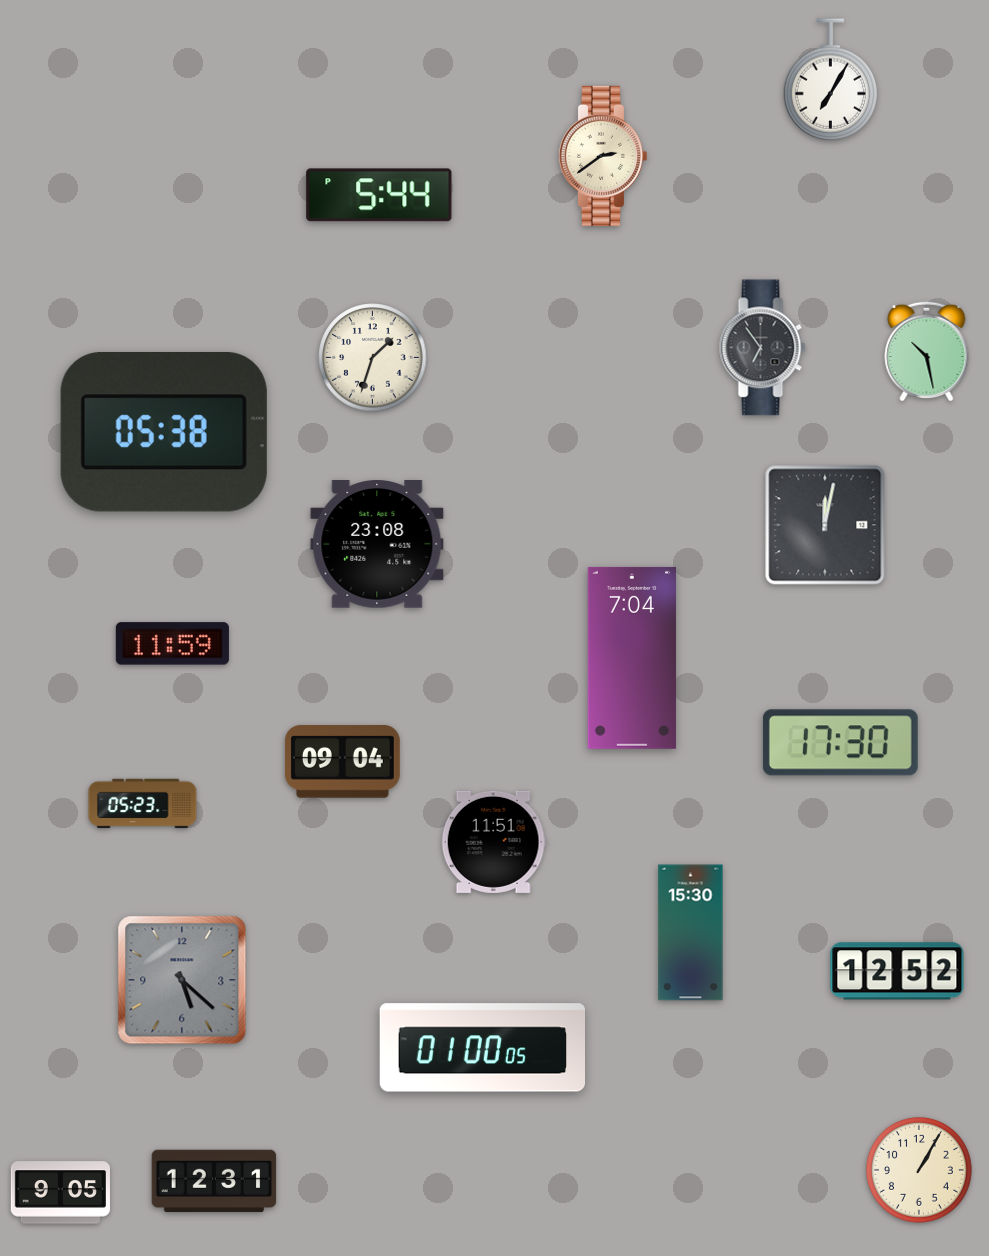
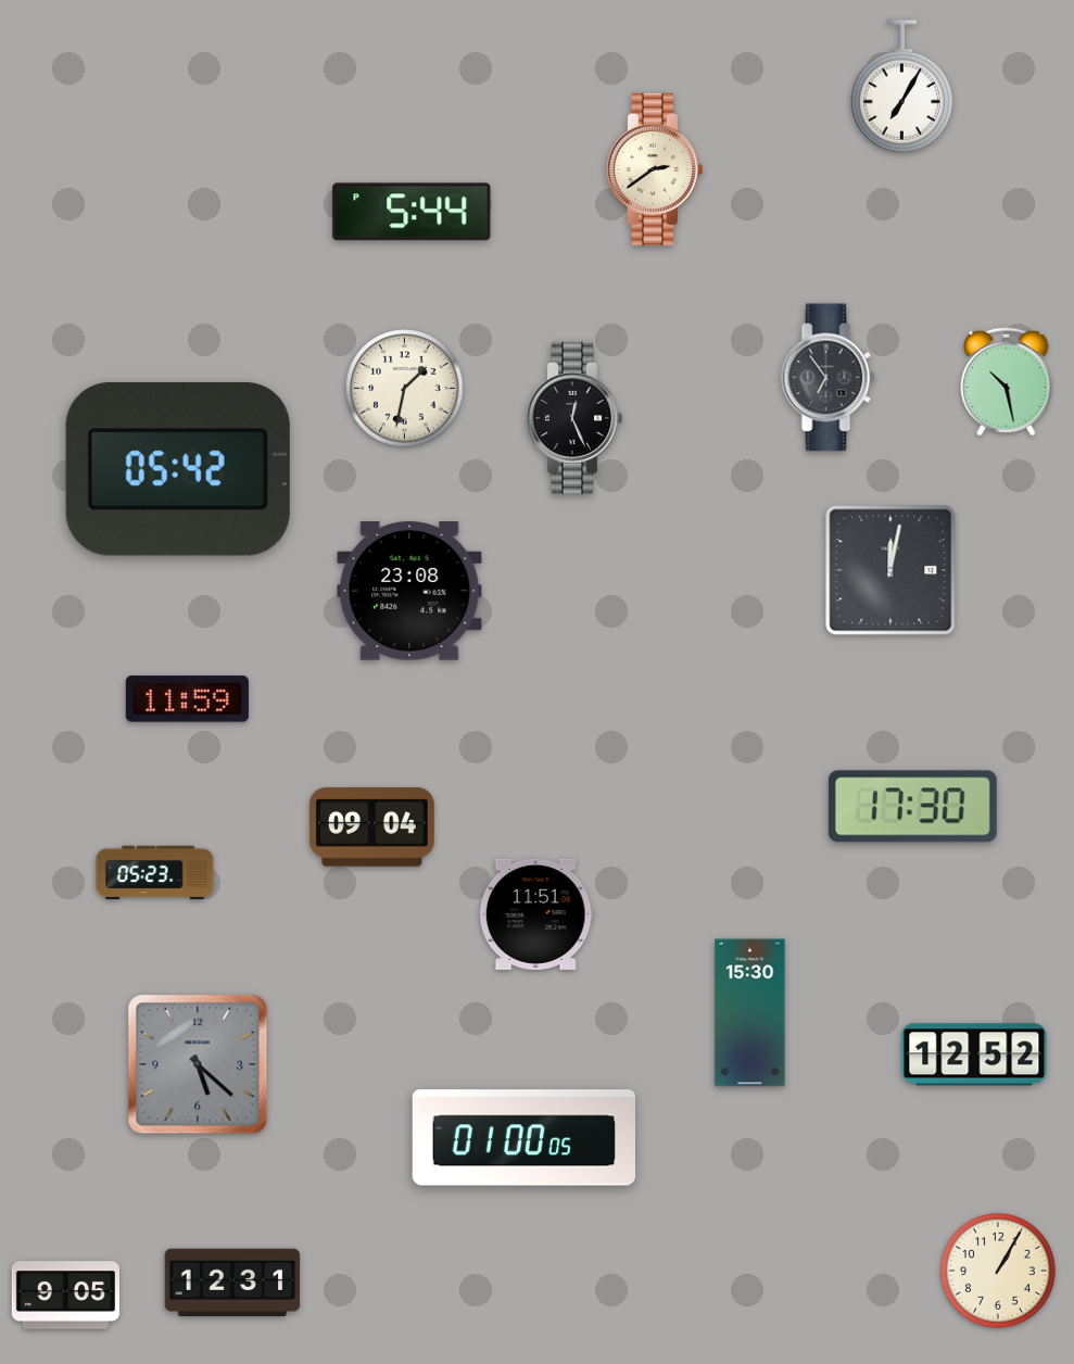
clock at (373, 358): 1:33 -> 1:32
clock at (573, 418): none -> 12:26
clock at (164, 432): 05:38 -> 05:42
clock at (825, 525) position: (825, 525) -> (890, 570)
clock at (632, 658): 7:04 -> none
